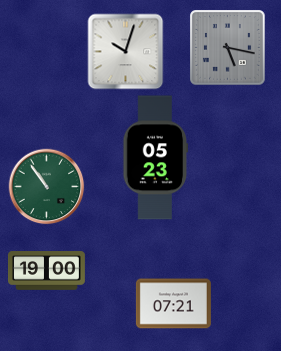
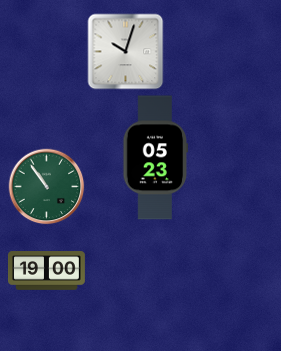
clock at (228, 48): 5:17 -> none
clock at (173, 304): 07:21 -> none
